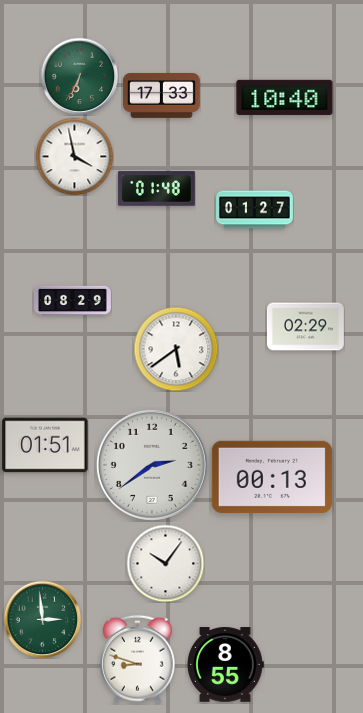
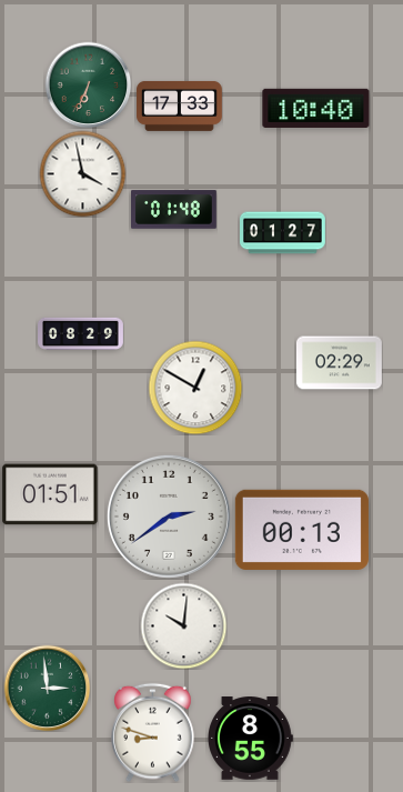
clock at (176, 349): 5:39 -> 12:50
clock at (165, 563): 10:06 -> 10:01
